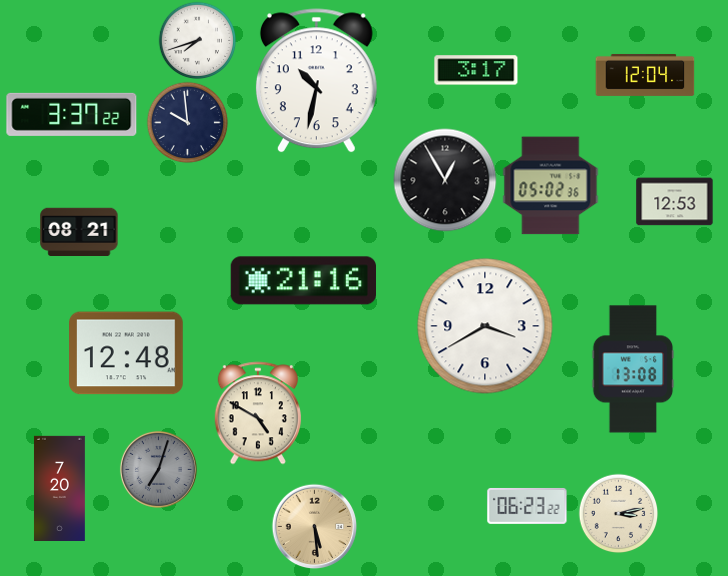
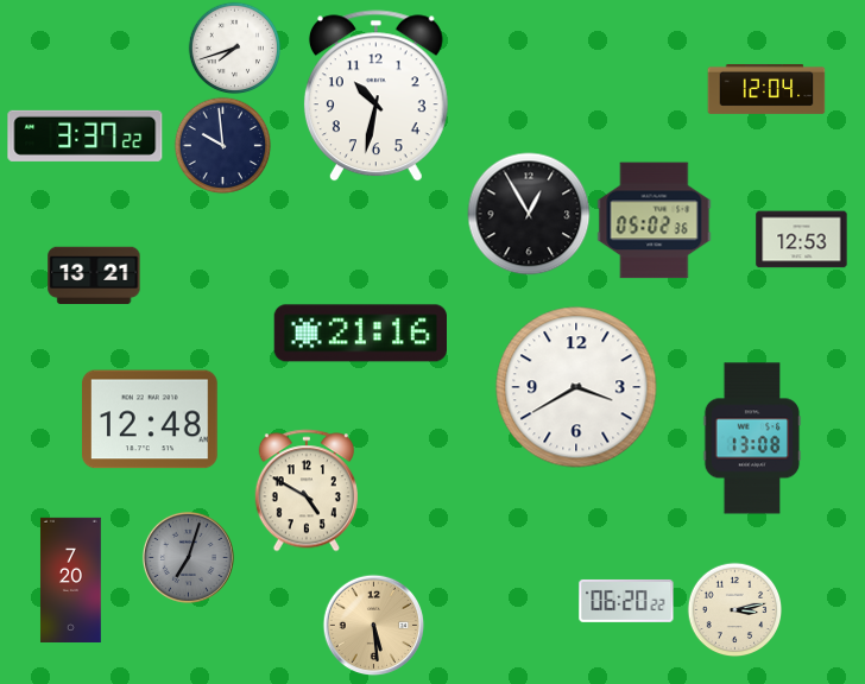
clock at (476, 70): 3:17 -> none
clock at (79, 231): 08:21 -> 13:21
clock at (527, 506): 06:23 -> 06:20
